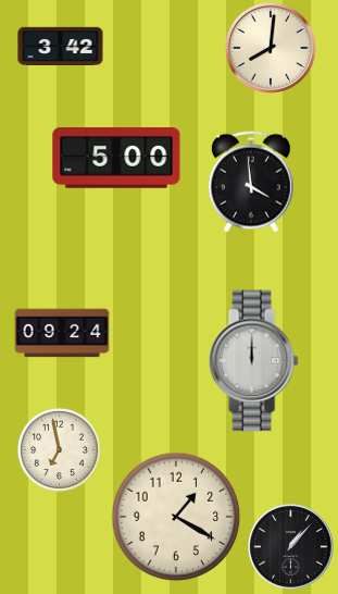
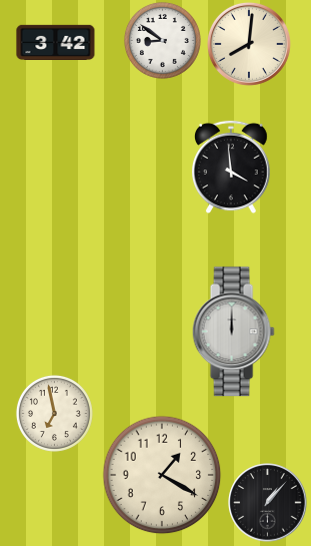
clock at (162, 40): none -> 8:51
clock at (116, 158): 5:00 -> none
clock at (62, 333): 09:24 -> none
